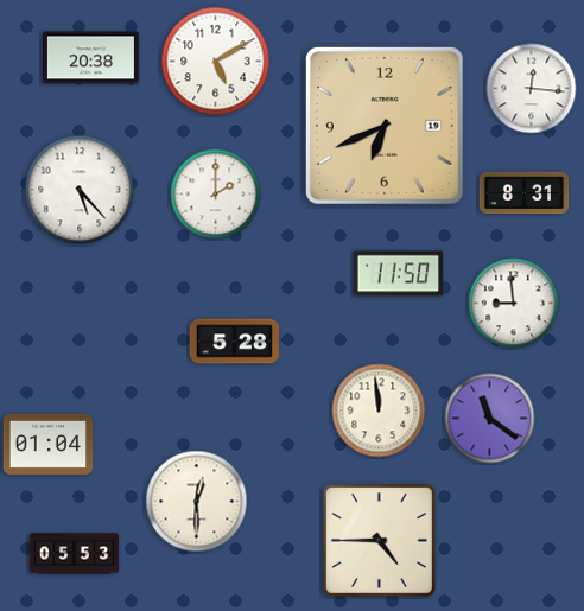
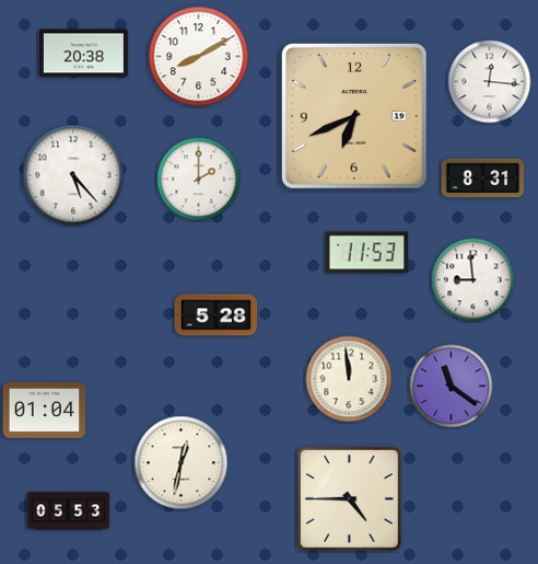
clock at (216, 62): 5:10 -> 8:10
clock at (399, 274): 11:50 -> 11:53
clock at (197, 502): 12:30 -> 12:32
